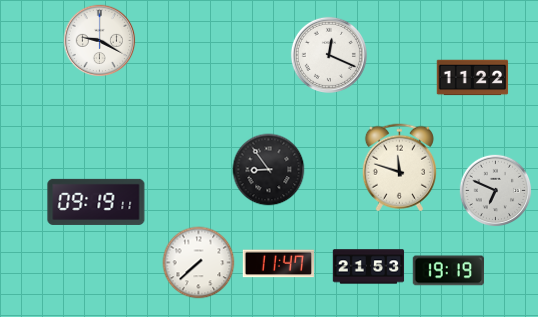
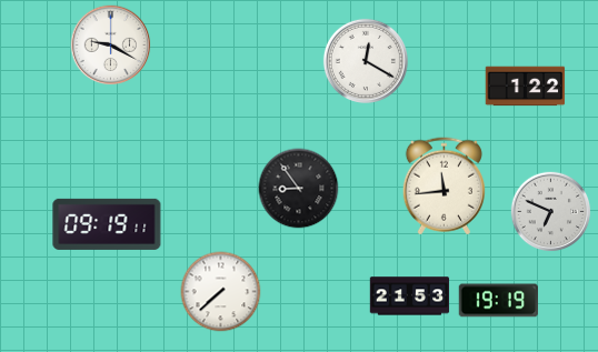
clock at (329, 55): 12:19 -> 12:20
clock at (473, 78): 11:22 -> 1:22
clock at (399, 168): 11:48 -> 11:44
clock at (278, 264): 11:47 -> none
